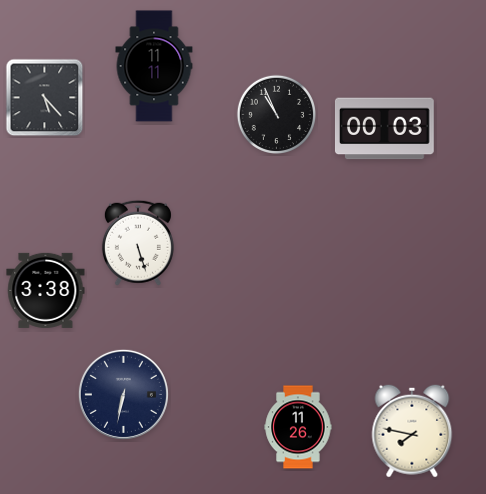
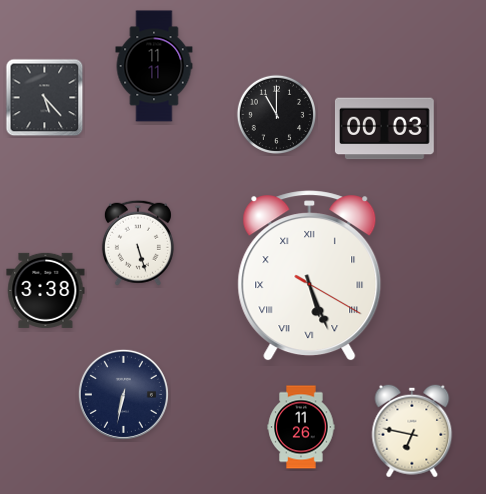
clock at (276, 114): 10:56 -> 11:00
clock at (310, 276): none -> 5:26
clock at (298, 427) position: (298, 427) -> (301, 427)
clock at (412, 431): 7:47 -> 6:47
